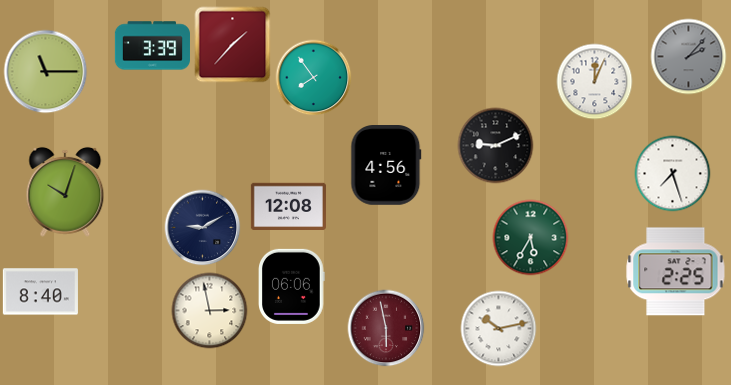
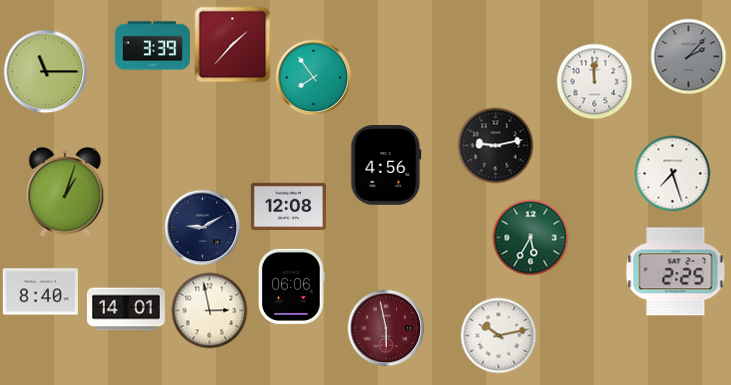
clock at (595, 82): 12:04 -> 11:59
clock at (496, 146): 9:11 -> 9:13
clock at (65, 192): 10:03 -> 1:03
clock at (126, 309): none -> 14:01
clock at (499, 329) position: (499, 329) -> (499, 336)
